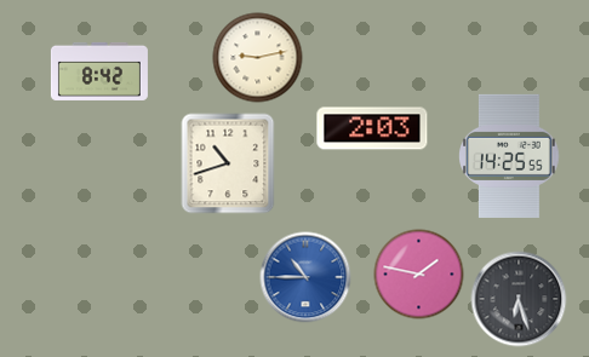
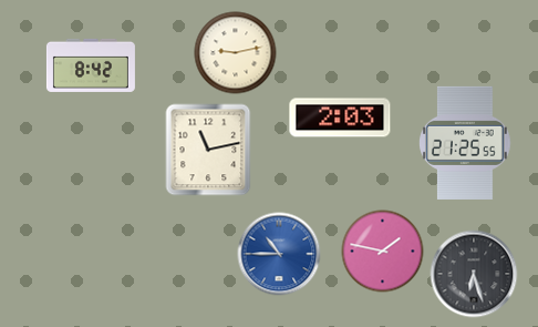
clock at (510, 156): 14:25 -> 21:25
clock at (228, 163): 10:42 -> 11:13
